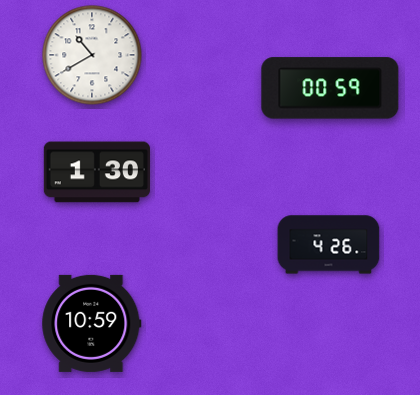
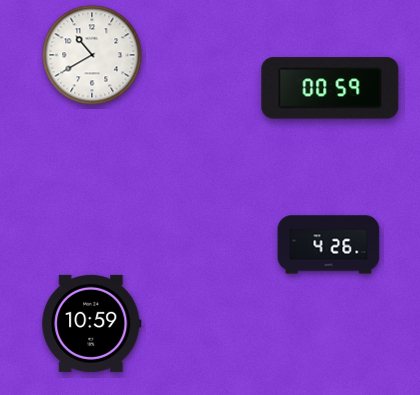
clock at (97, 172): 1:30 -> none
